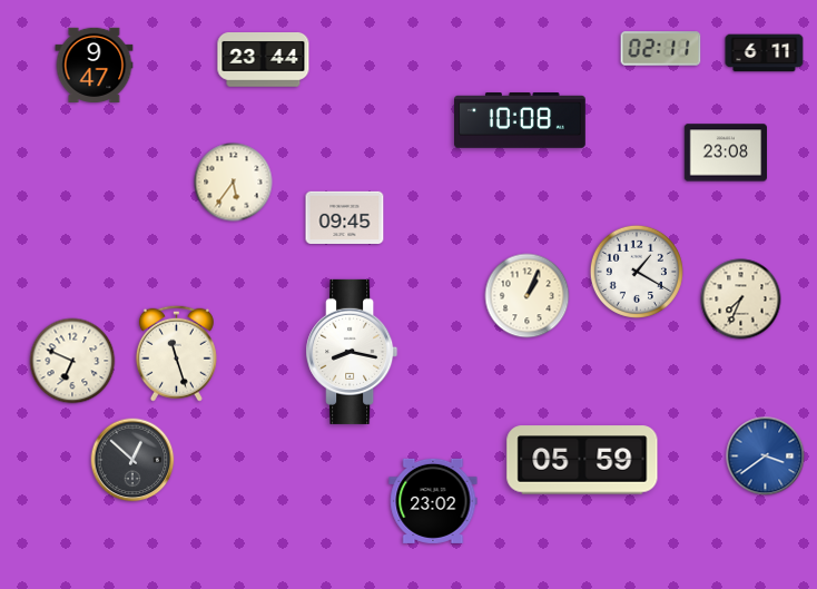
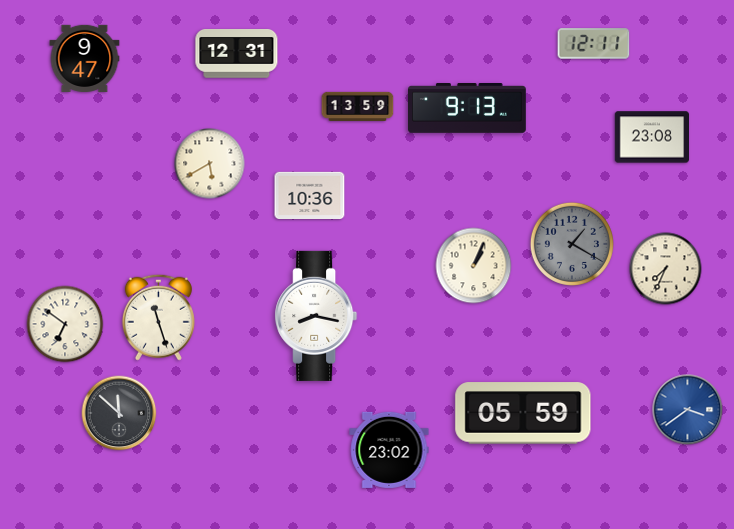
clock at (661, 49): 02:11 -> 12:11
clock at (765, 53): 6:11 -> none
clock at (264, 60): 23:44 -> 12:31
clock at (358, 106): none -> 13:59
clock at (521, 121): 10:08 -> 9:13
clock at (234, 183): 5:36 -> 5:40
clock at (345, 218): 09:45 -> 10:36
clock at (637, 272) dial: white -> grey
clock at (72, 361): 6:49 -> 6:51
clock at (132, 460): 12:52 -> 11:52
